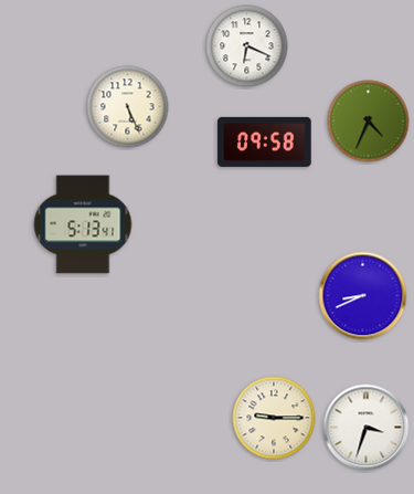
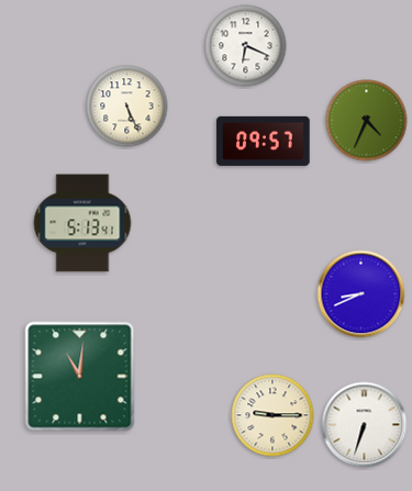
clock at (265, 141): 09:58 -> 09:57
clock at (80, 377): none -> 11:01
clock at (367, 428): 3:33 -> 6:33
